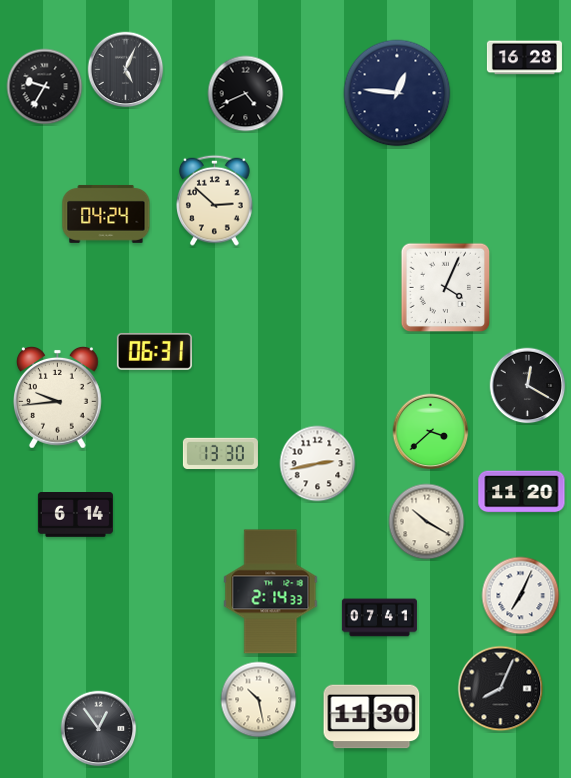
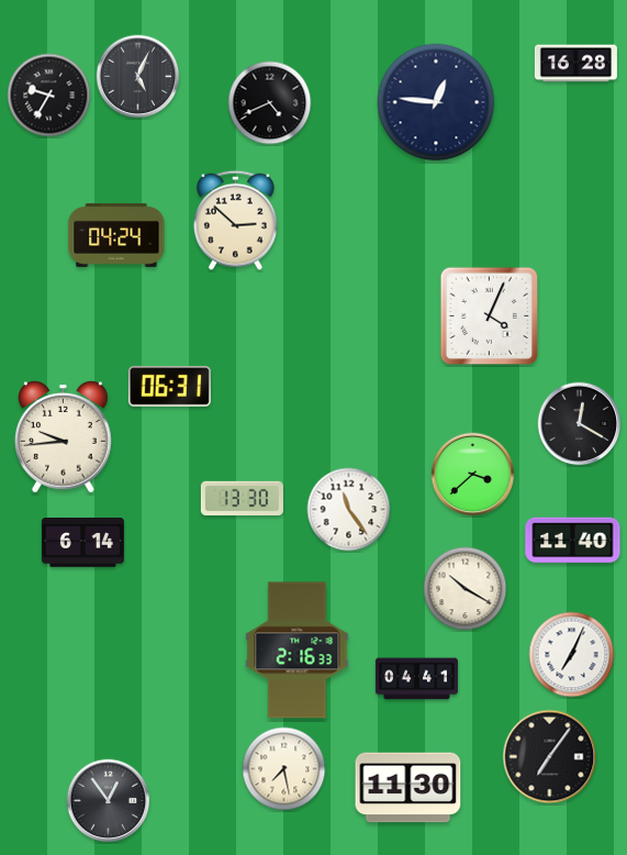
clock at (318, 464): 2:43 -> 11:24
clock at (522, 492): 11:20 -> 11:40
clock at (75, 515) position: (75, 515) -> (82, 543)
clock at (427, 522) position: (427, 522) -> (466, 589)
clock at (271, 592): 2:14 -> 2:16
clock at (379, 618): 07:41 -> 04:41
clock at (501, 689): 8:04 -> 7:06
clock at (259, 700): 10:28 -> 7:28
